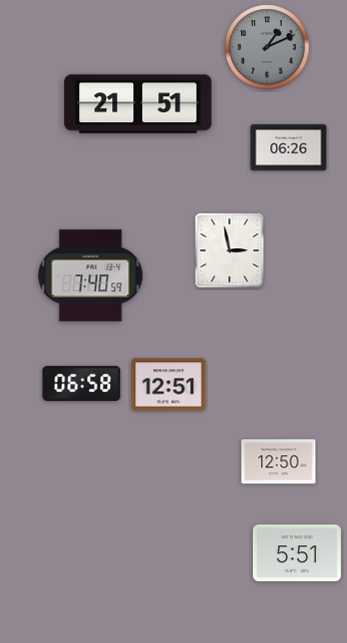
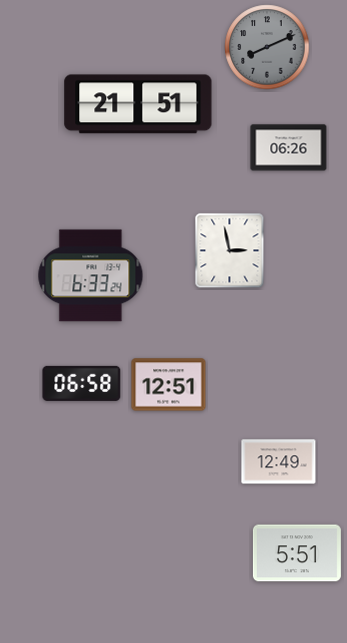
clock at (267, 47): 1:11 -> 8:11
clock at (91, 276): 7:40 -> 6:33
clock at (279, 462): 12:50 -> 12:49
